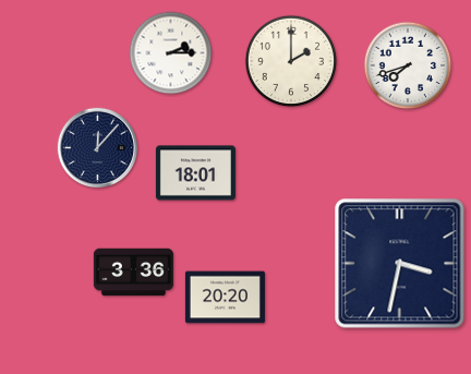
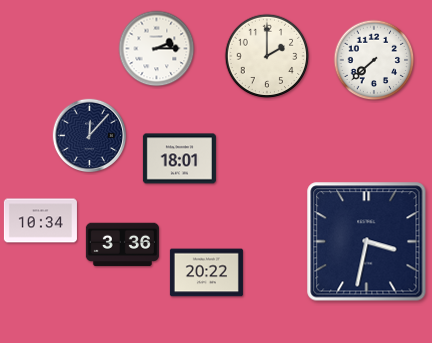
clock at (408, 65): 7:42 -> 7:38
clock at (40, 221): none -> 10:34
clock at (133, 273) position: (133, 273) -> (122, 245)
clock at (225, 298): 20:20 -> 20:22
